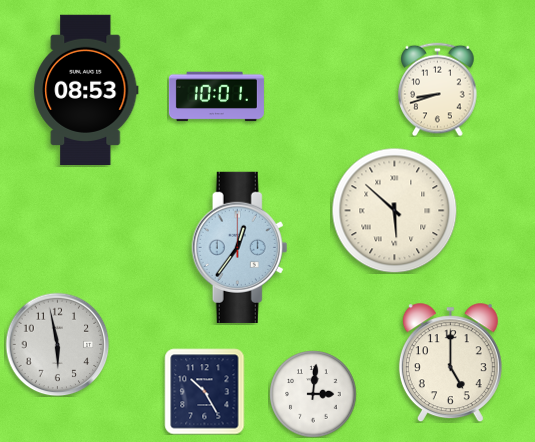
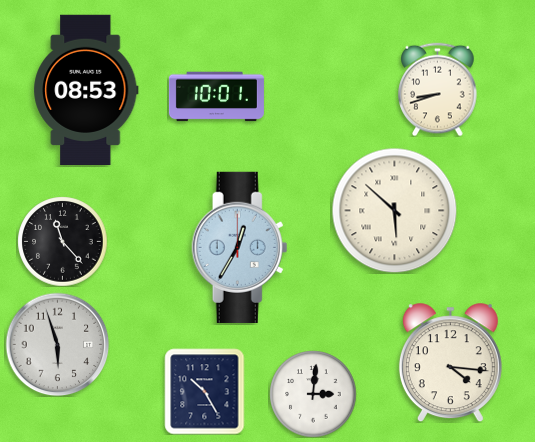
clock at (62, 241): none -> 11:23
clock at (240, 247): 12:36 -> 12:35
clock at (57, 344): 5:58 -> 5:57
clock at (450, 363): 5:00 -> 4:16
